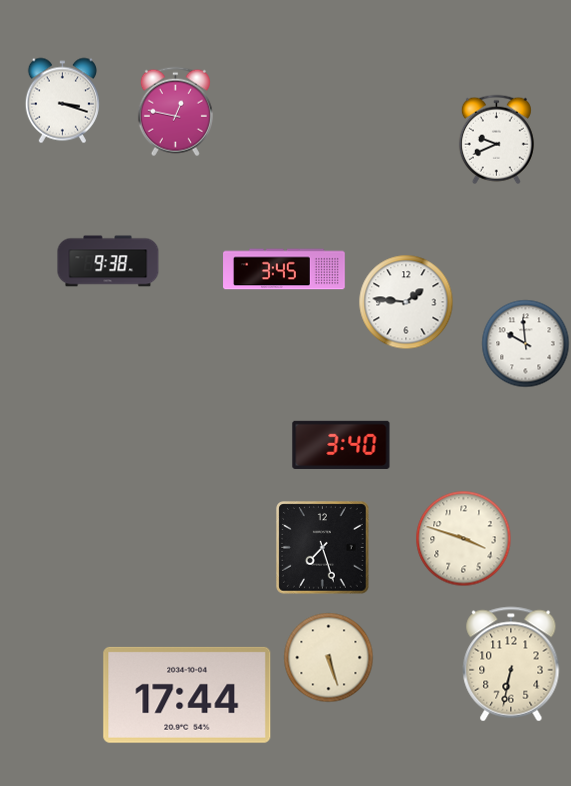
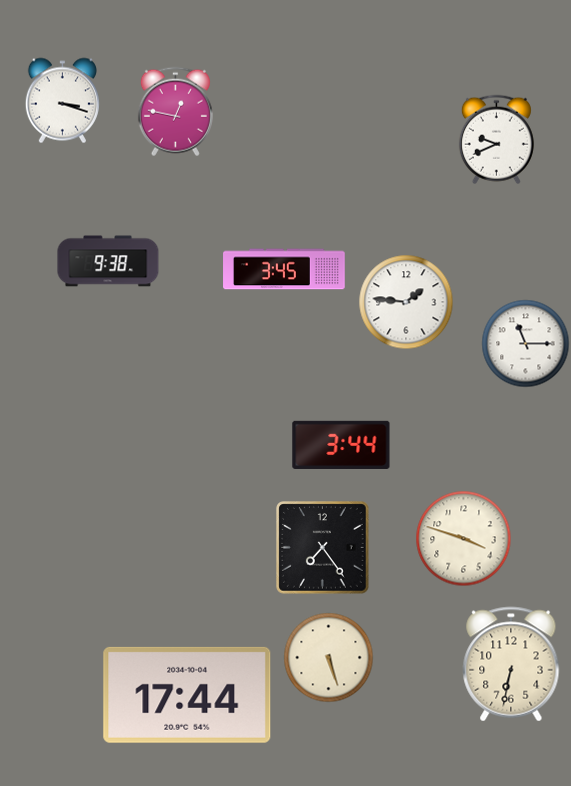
clock at (526, 344): 9:59 -> 11:15
clock at (341, 445): 3:40 -> 3:44
clock at (323, 548): 7:27 -> 7:24
